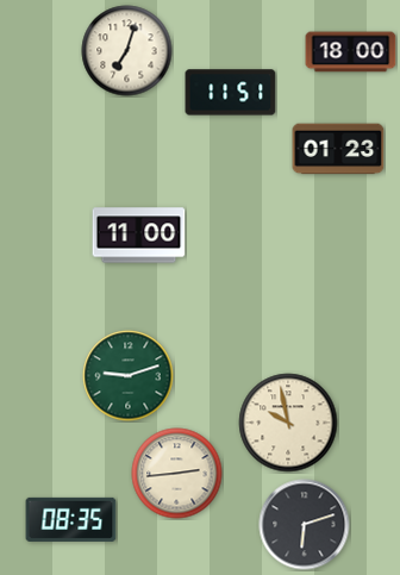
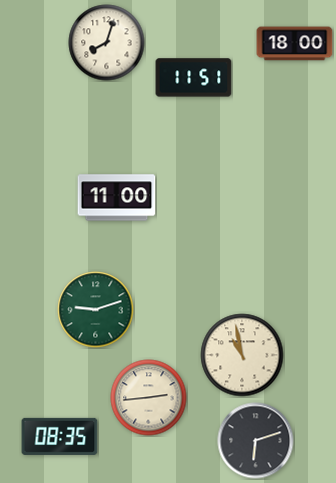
clock at (127, 51): 7:03 -> 8:03
clock at (338, 149): 01:23 -> none
clock at (129, 376) position: (129, 376) -> (96, 310)
clock at (288, 423): 9:58 -> 10:58
